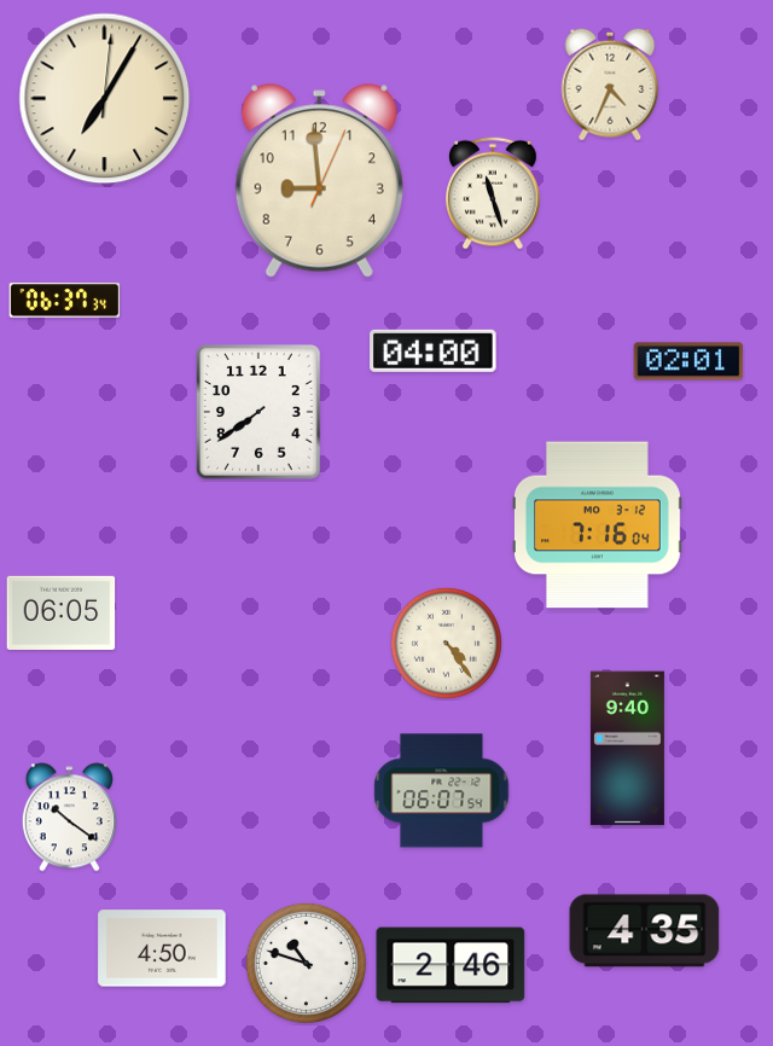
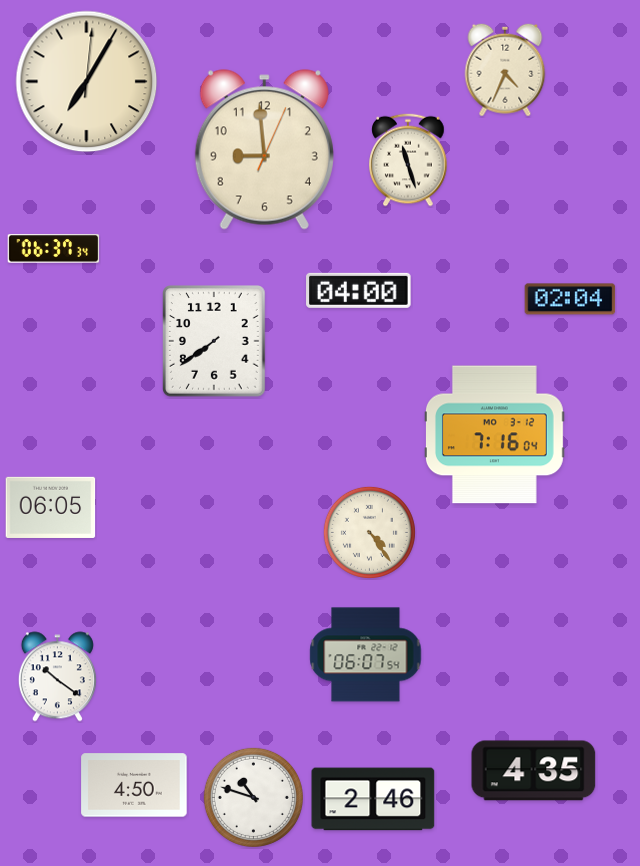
clock at (688, 361): 02:01 -> 02:04
clock at (627, 749): 9:40 -> none
